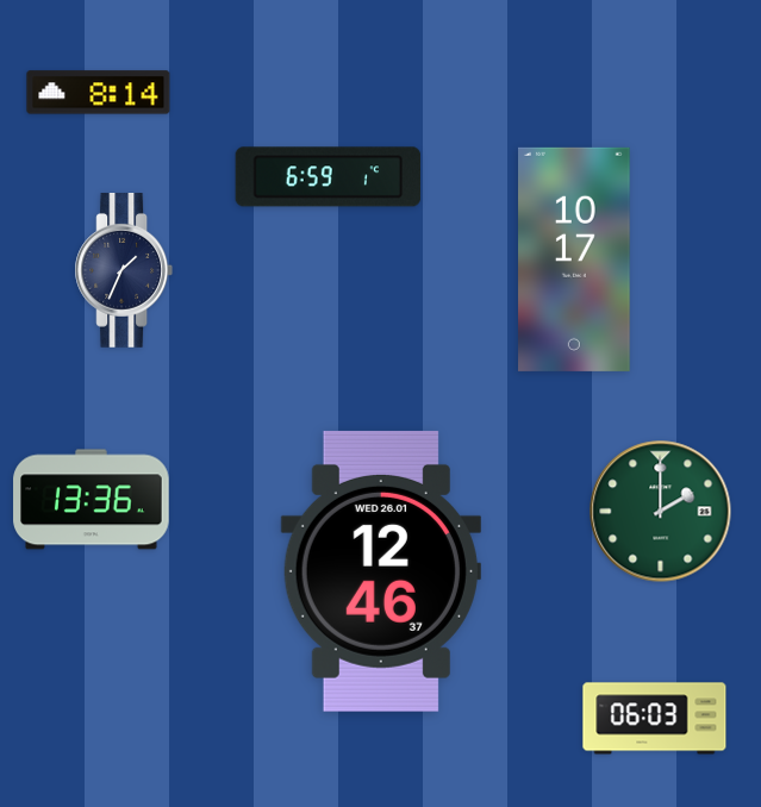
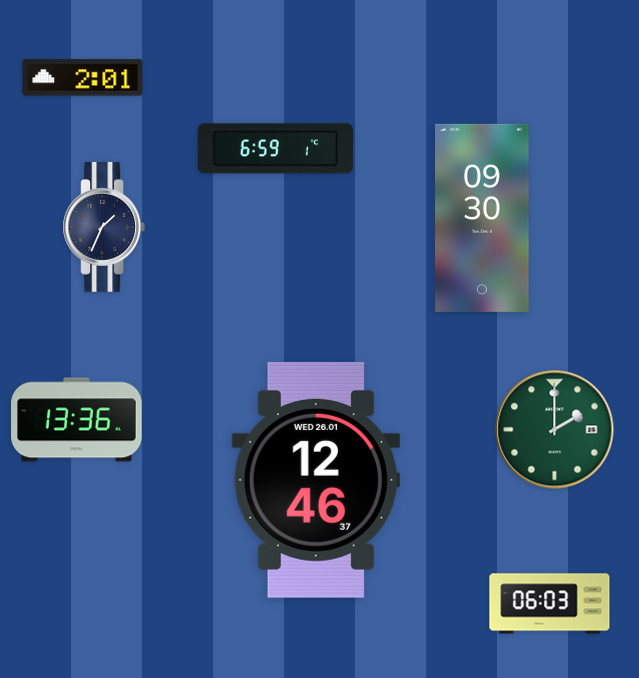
clock at (99, 93): 8:14 -> 2:01
clock at (575, 259): 10:17 -> 09:30
clock at (381, 571) position: (381, 571) -> (316, 480)
